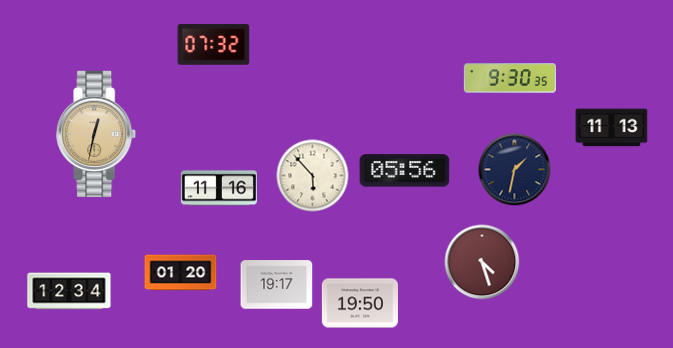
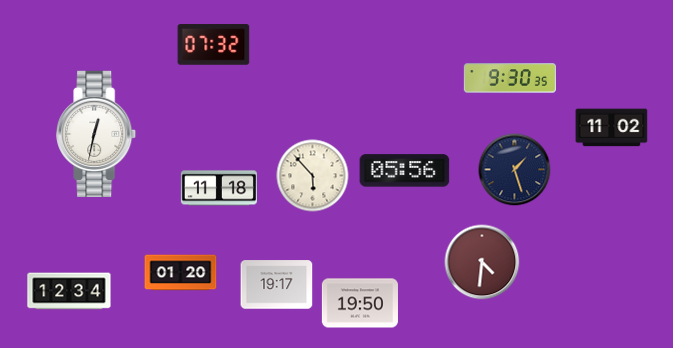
clock at (612, 128): 11:13 -> 11:02
clock at (97, 133) dial: champagne -> white
clock at (515, 170): 1:32 -> 1:27
clock at (219, 188): 11:16 -> 11:18
clock at (482, 262): 4:27 -> 4:31
